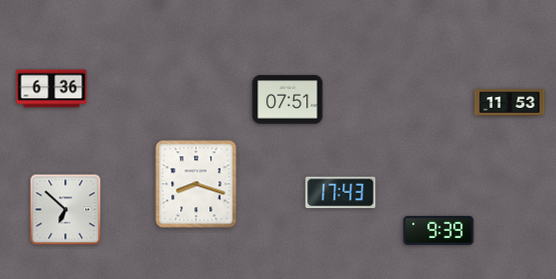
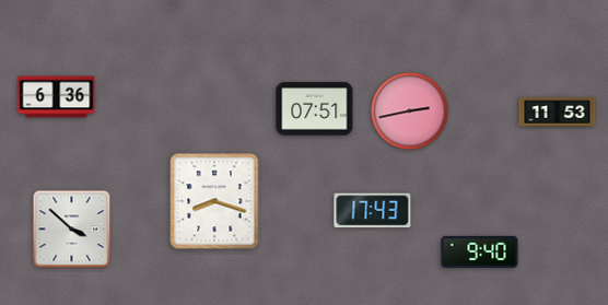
clock at (410, 112): none -> 2:43
clock at (66, 210): 6:52 -> 3:52
clock at (439, 230): 9:39 -> 9:40
